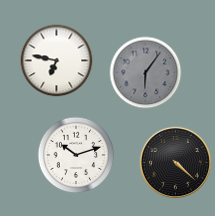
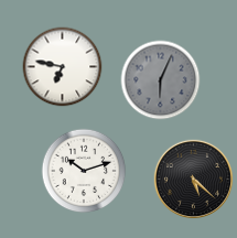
clock at (146, 73): 6:06 -> 6:04
clock at (175, 162): 4:22 -> 5:22
